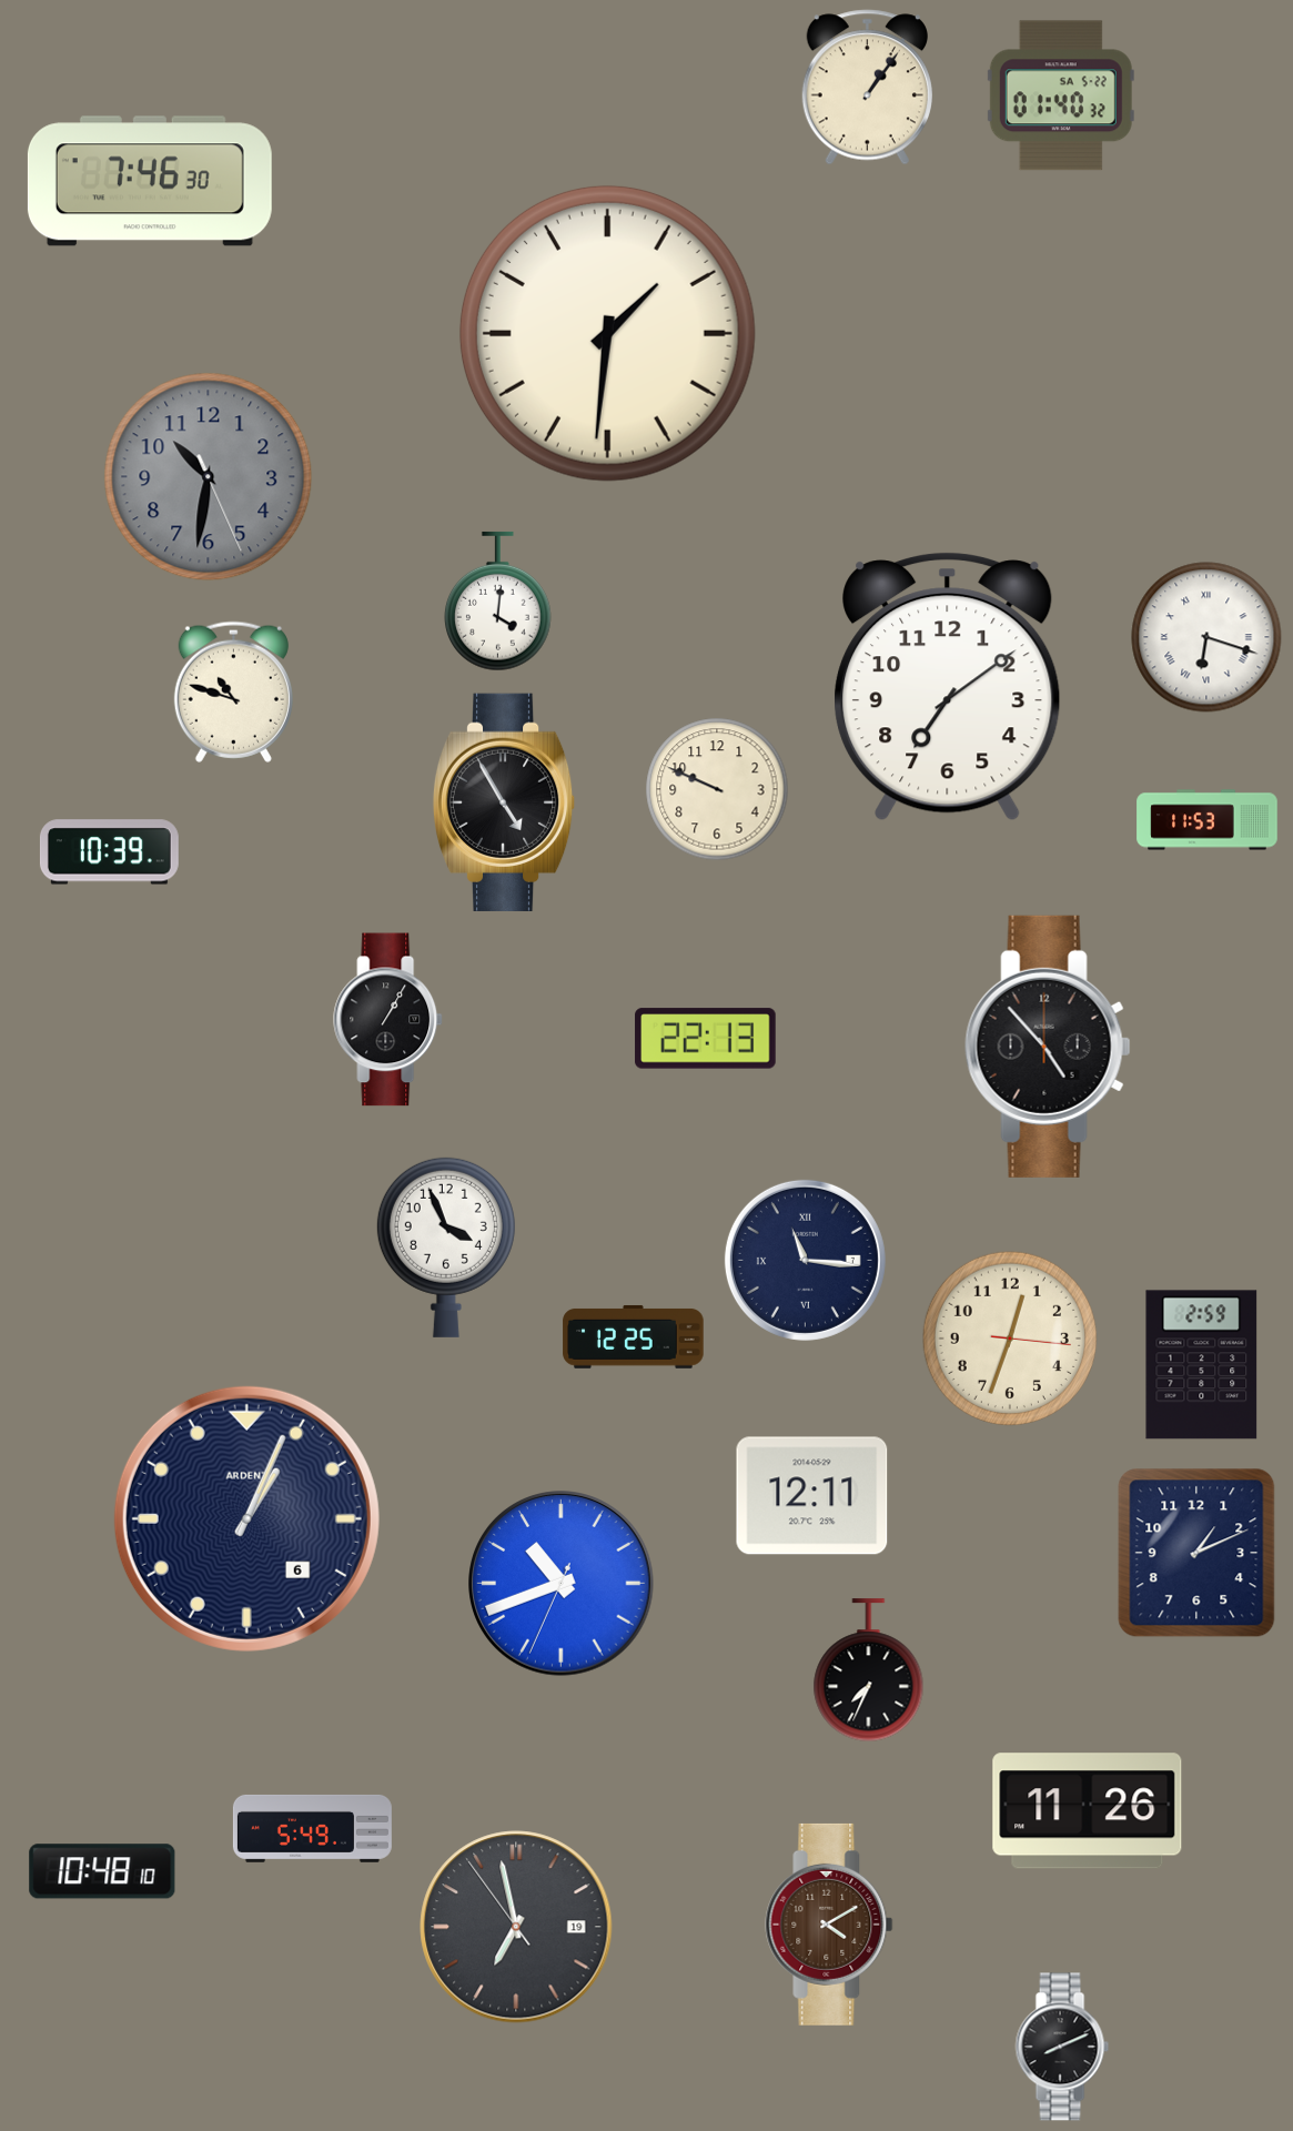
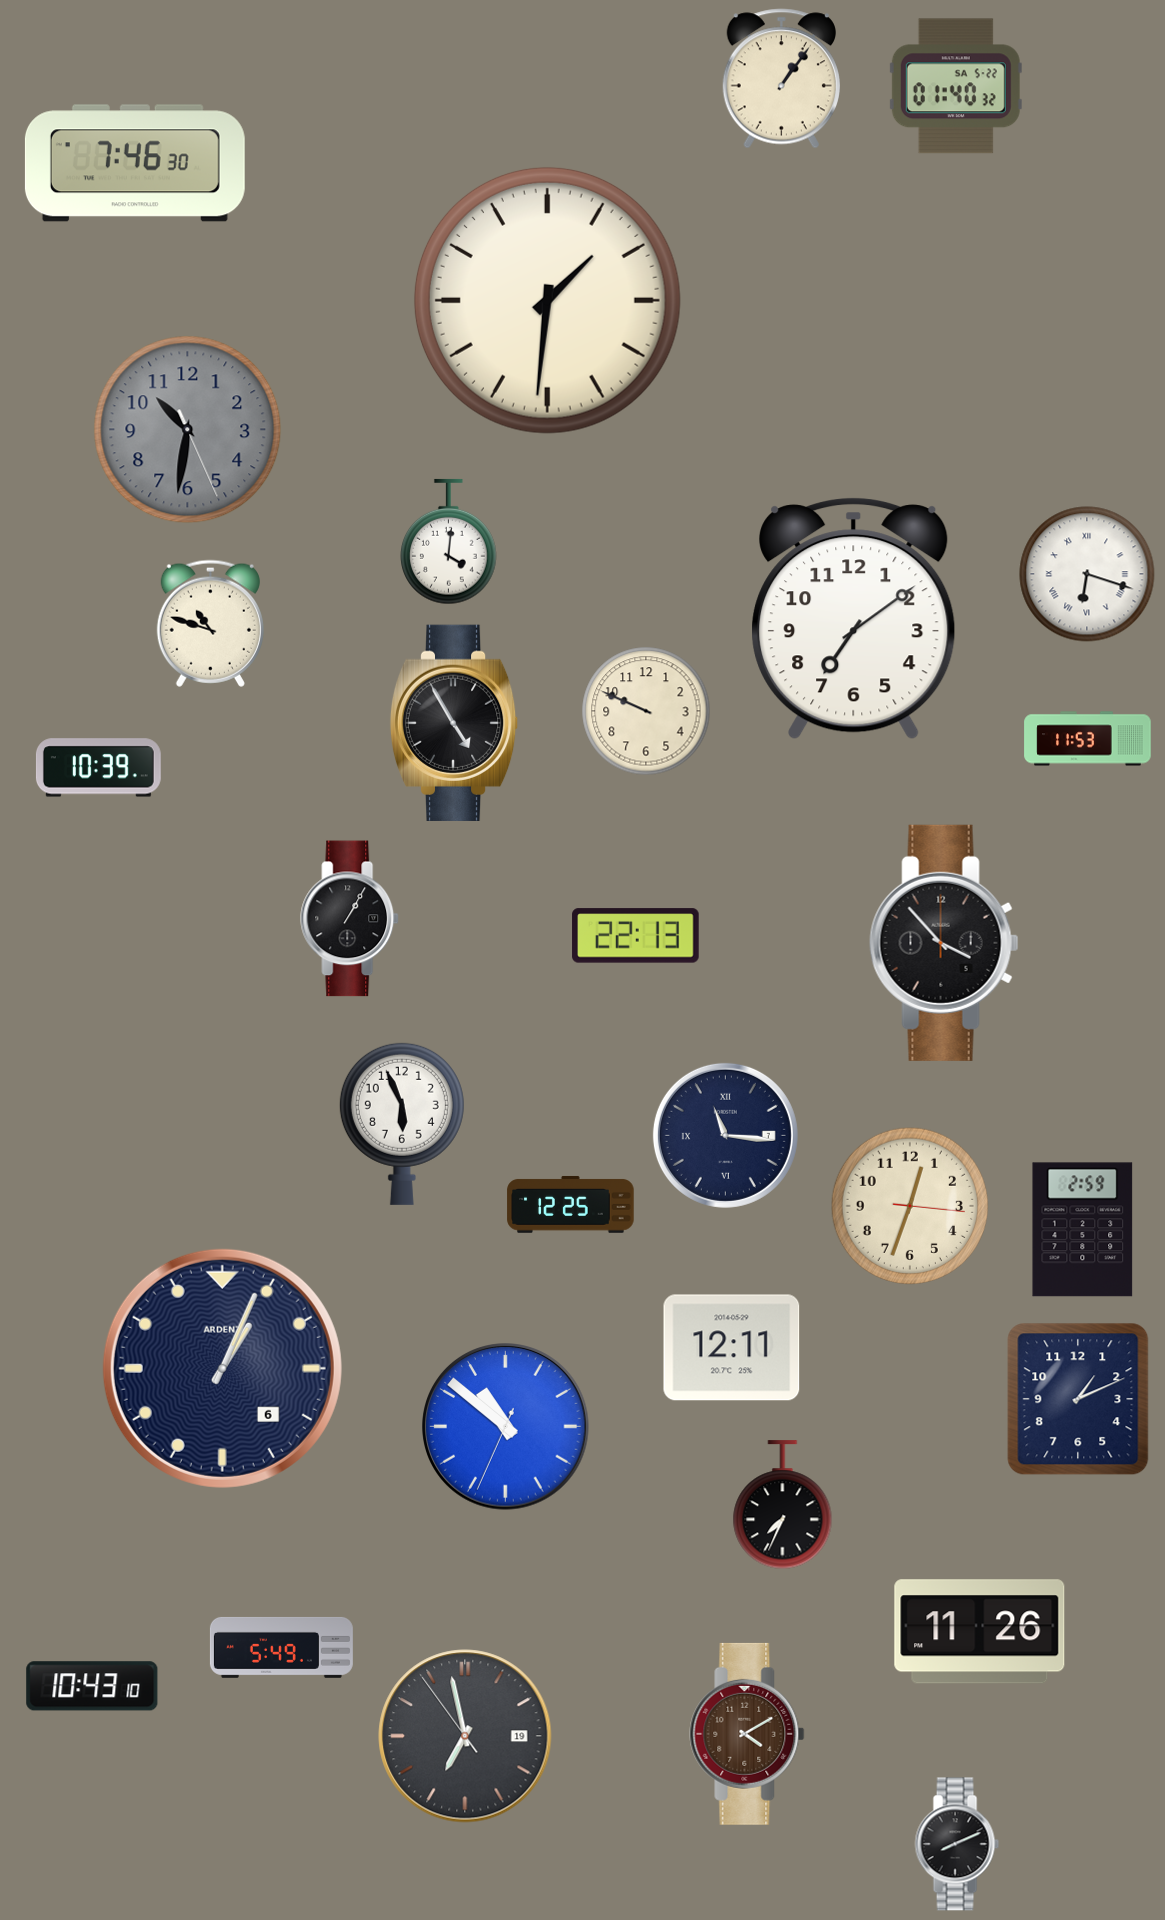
clock at (1048, 1047): 4:53 -> 3:53
clock at (446, 1248): 3:56 -> 5:56
clock at (562, 1584): 10:41 -> 10:51
clock at (102, 1871): 10:48 -> 10:43
